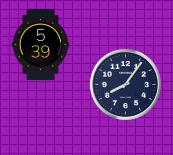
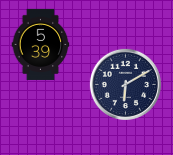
clock at (125, 84): 8:06 -> 6:10
